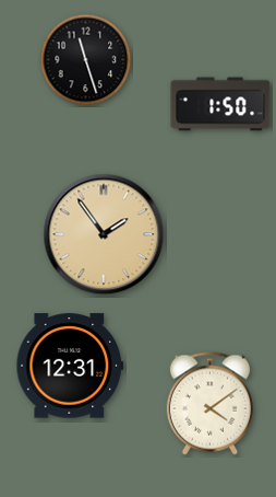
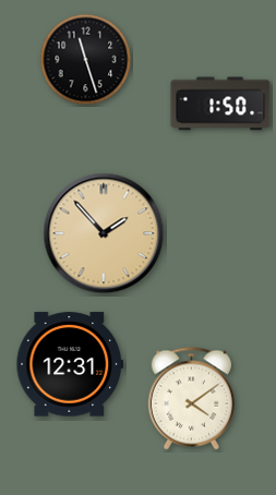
clock at (104, 234): 1:54 -> 1:53
clock at (209, 404) position: (209, 404) -> (191, 399)
